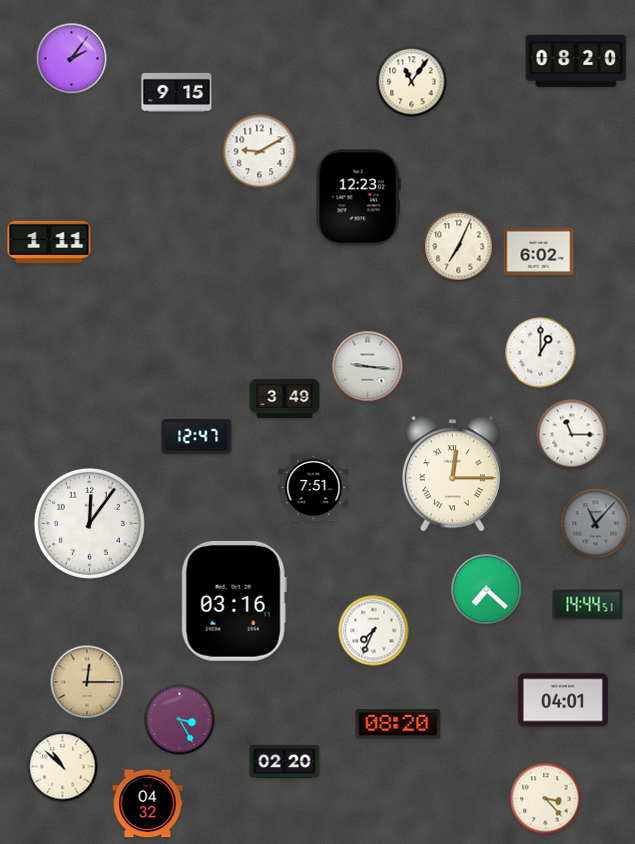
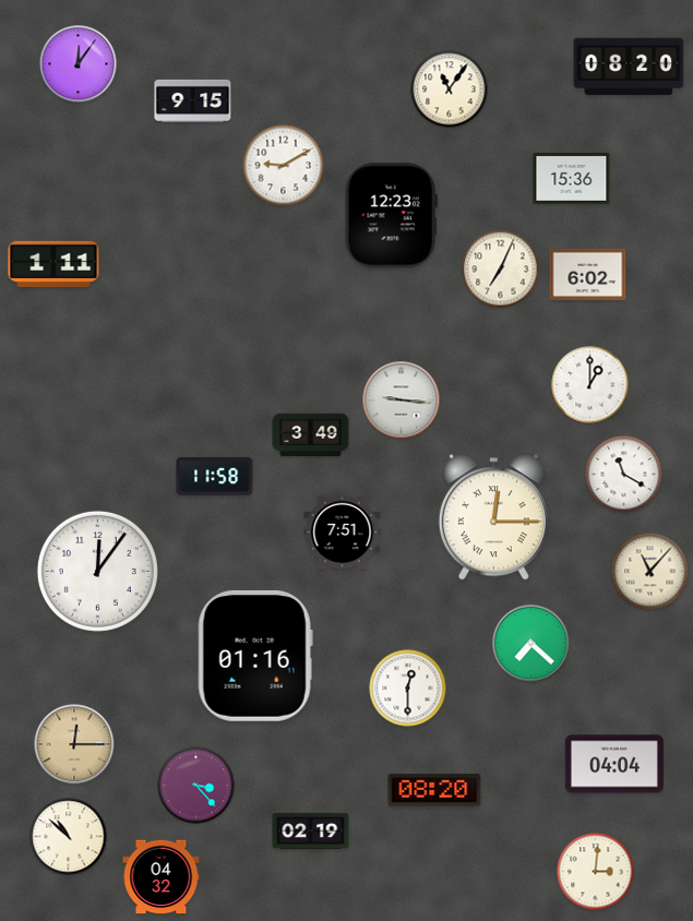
clock at (72, 59): 2:06 -> 12:06
clock at (572, 179): none -> 15:36
clock at (572, 435): 11:15 -> 11:20
clock at (197, 436): 12:47 -> 11:58
clock at (596, 524) dial: grey -> cream
clock at (234, 601): 03:16 -> 01:16
clock at (588, 605): 14:44 -> none
clock at (374, 631): 7:34 -> 12:30
clock at (87, 682) position: (87, 682) -> (74, 744)
clock at (563, 700): 04:01 -> 04:04
clock at (180, 720): 3:25 -> 3:23
clock at (285, 761): 02:20 -> 02:19
clock at (546, 799): 3:23 -> 3:01
